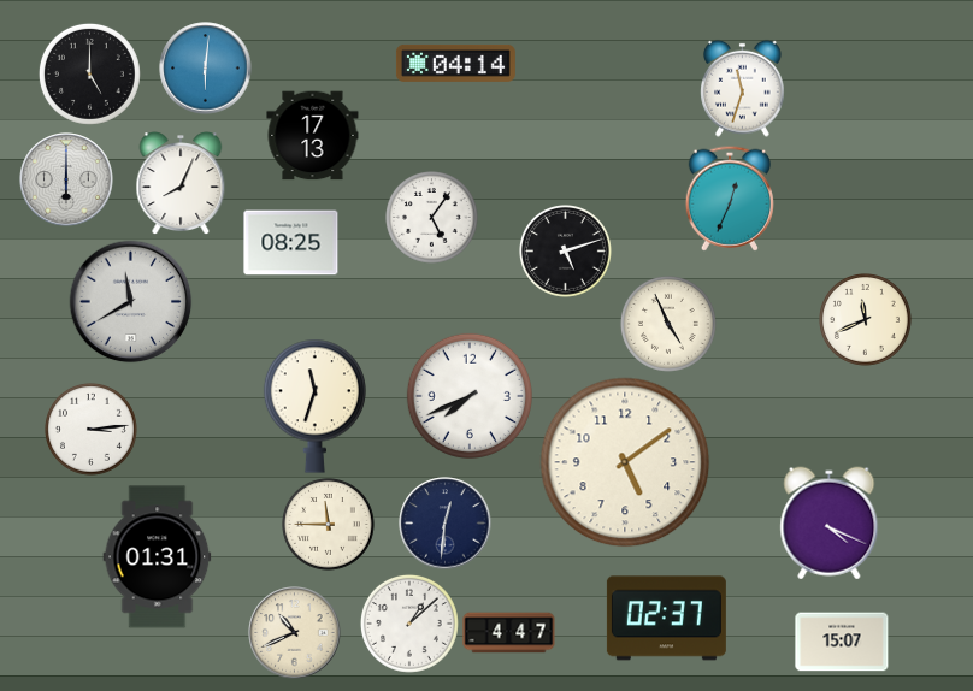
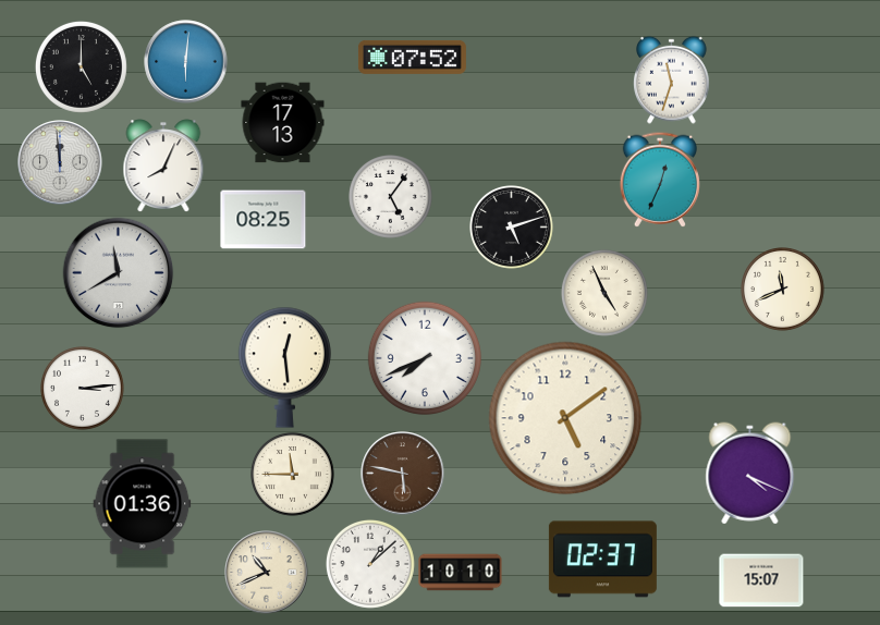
clock at (455, 63): 04:14 -> 07:52
clock at (66, 179): 6:00 -> 11:59
clock at (314, 406): 11:33 -> 12:29
clock at (446, 524): 12:31 -> 5:47
clock at (446, 524) dial: navy -> brown
clock at (329, 525) position: (329, 525) -> (293, 475)
clock at (158, 557): 01:31 -> 01:36
clock at (509, 633): 4:47 -> 10:10
